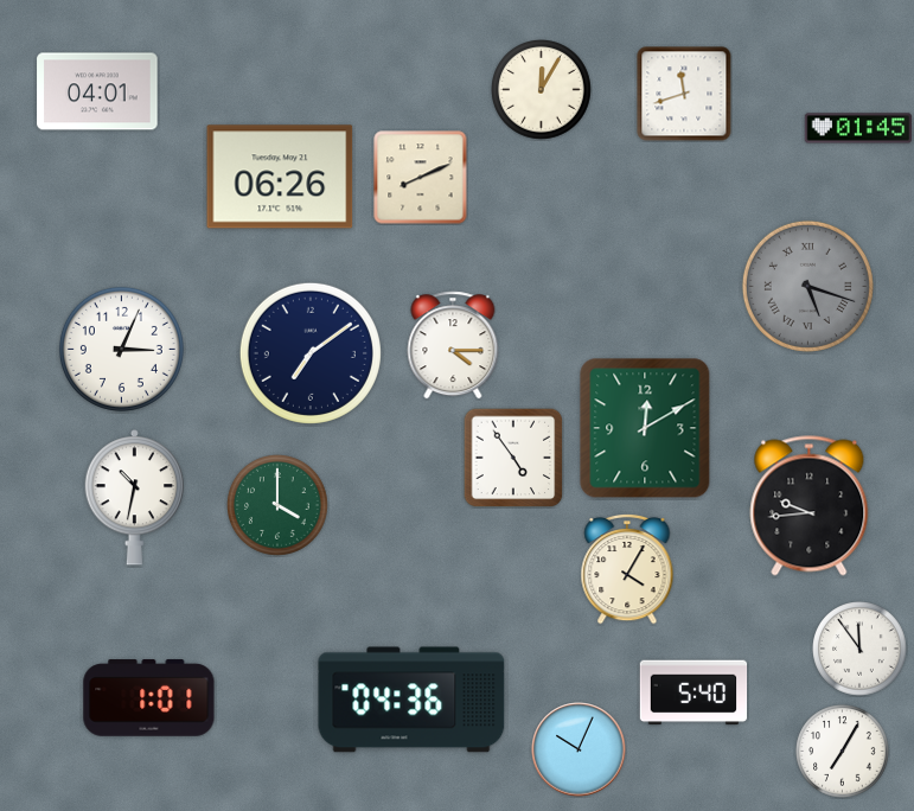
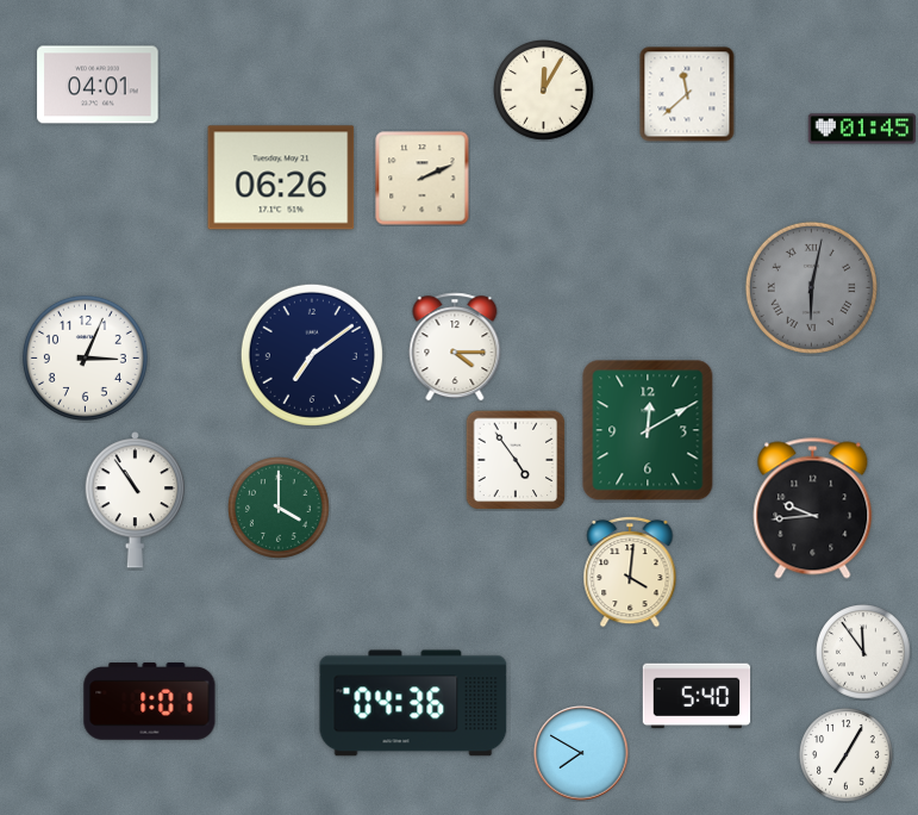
clock at (97, 91) position: (97, 91) -> (98, 85)
clock at (684, 94): 11:42 -> 11:38
clock at (421, 178): 8:11 -> 2:11
clock at (807, 286): 5:18 -> 6:02
clock at (121, 349) position: (121, 349) -> (85, 357)
clock at (135, 498): 10:32 -> 10:54
clock at (627, 569): 4:05 -> 4:01
clock at (579, 749): 10:04 -> 7:50
